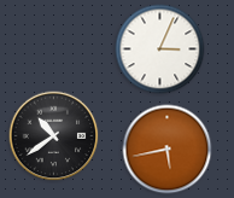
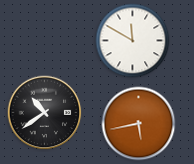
clock at (160, 49): 3:04 -> 11:50
